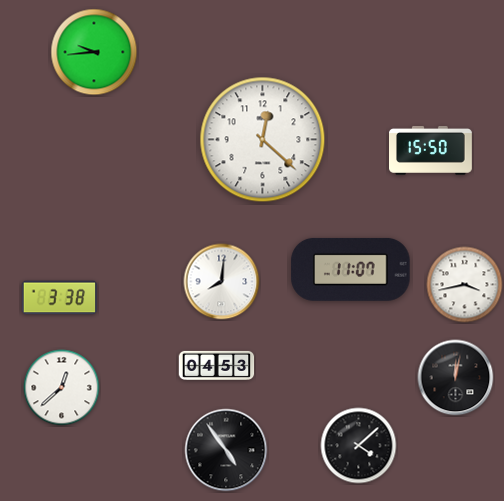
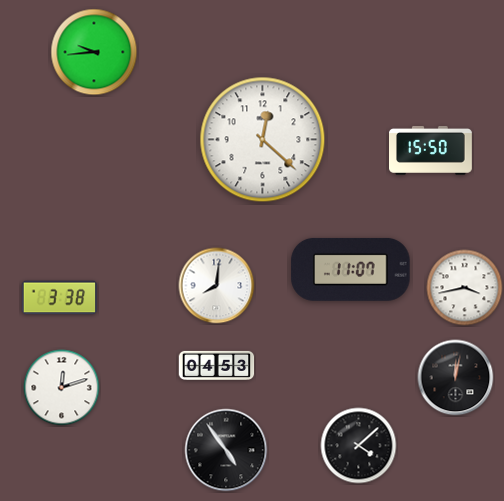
clock at (222, 282) position: (222, 282) -> (217, 286)
clock at (465, 285) position: (465, 285) -> (465, 288)
clock at (62, 388): 12:38 -> 12:12
